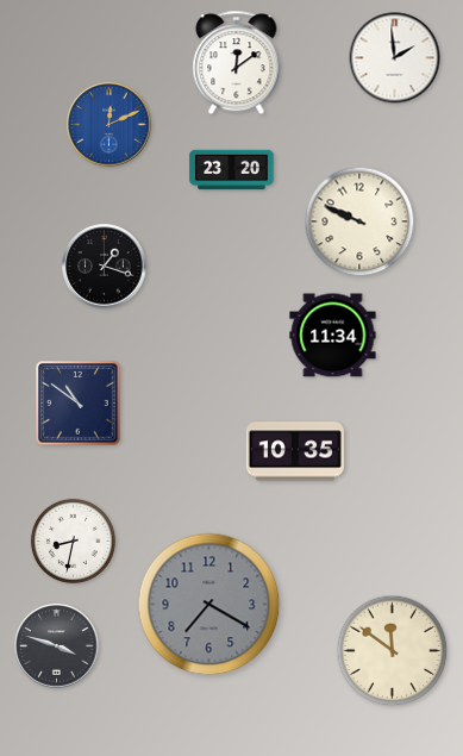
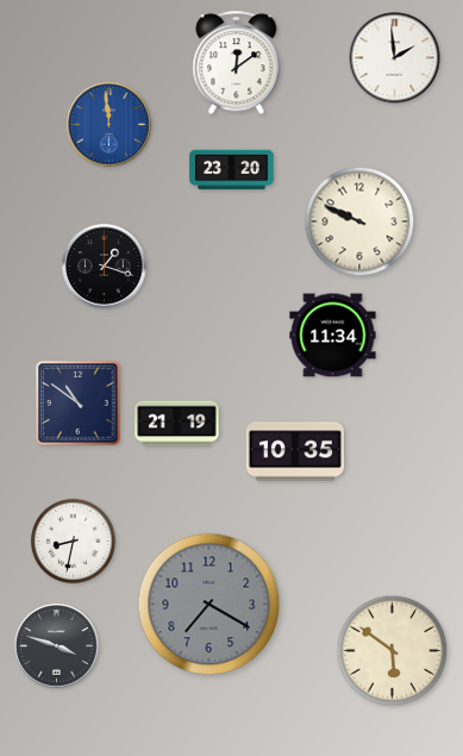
clock at (110, 125): 12:11 -> 11:59
clock at (177, 424): none -> 21:19
clock at (393, 651): 11:51 -> 5:51
